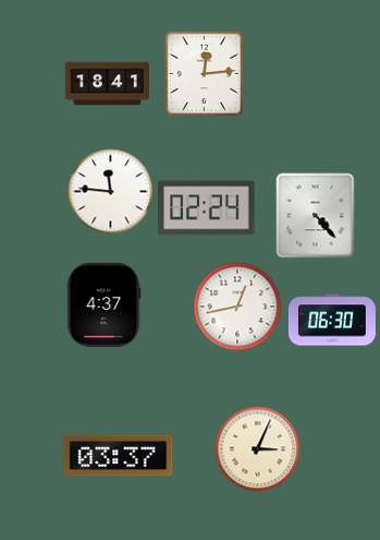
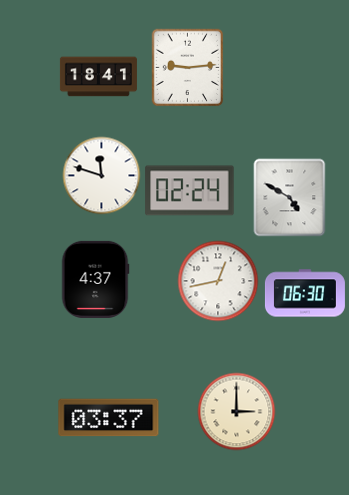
clock at (205, 73): 12:14 -> 9:14
clock at (110, 191): 11:46 -> 11:48
clock at (316, 215): 4:23 -> 4:50
clock at (257, 448): 3:04 -> 3:00
